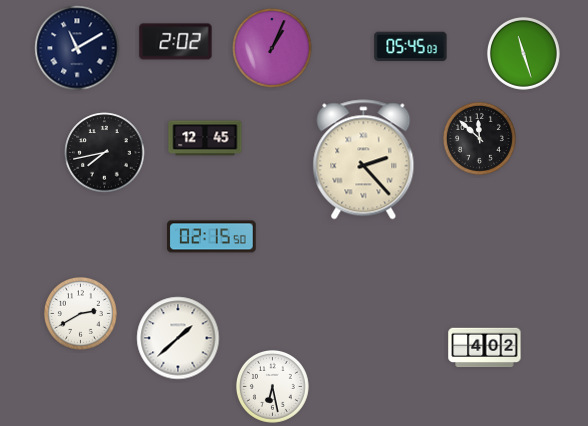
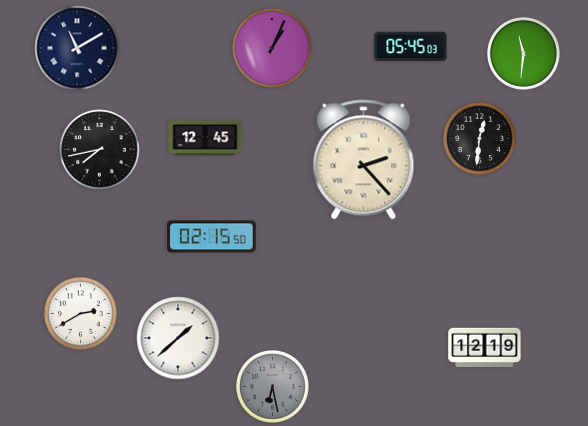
clock at (176, 42): 2:02 -> none
clock at (523, 53): 11:27 -> 11:31
clock at (479, 138): 11:52 -> 12:31
clock at (105, 153) position: (105, 153) -> (100, 150)
clock at (485, 348): 4:02 -> 12:19
clock at (272, 386) dial: white -> grey
